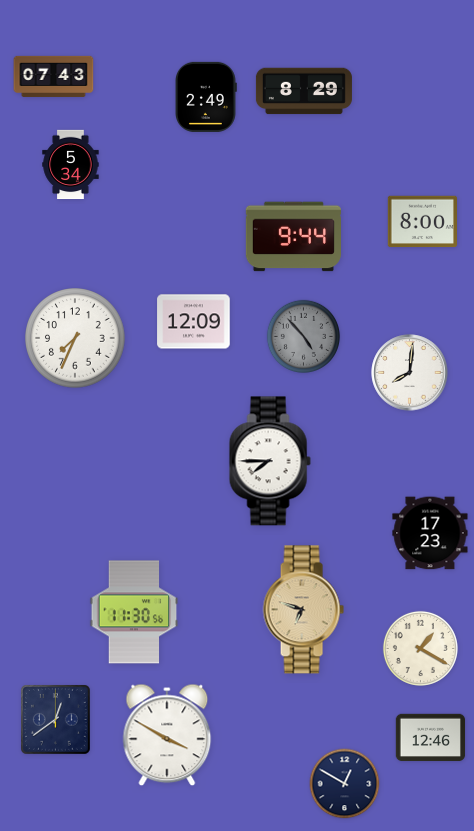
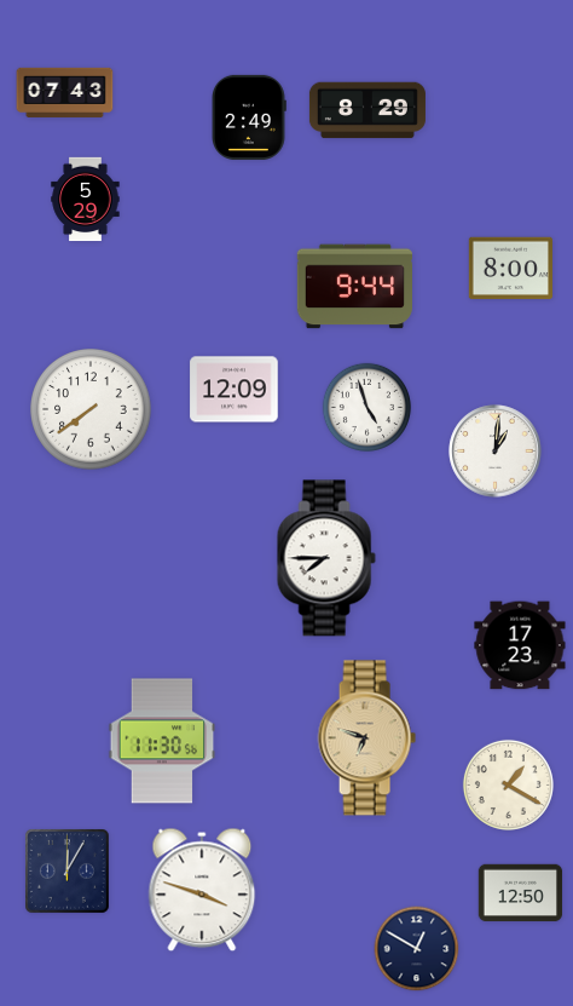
clock at (71, 165): 5:34 -> 5:29
clock at (304, 337): 4:53 -> 4:57
clock at (304, 337) dial: grey -> white
clock at (75, 338): 7:34 -> 7:39
clock at (410, 373): 8:01 -> 1:01
clock at (56, 720): 12:39 -> 12:05
clock at (167, 735): 3:50 -> 3:48
clock at (431, 738): 12:46 -> 12:50
